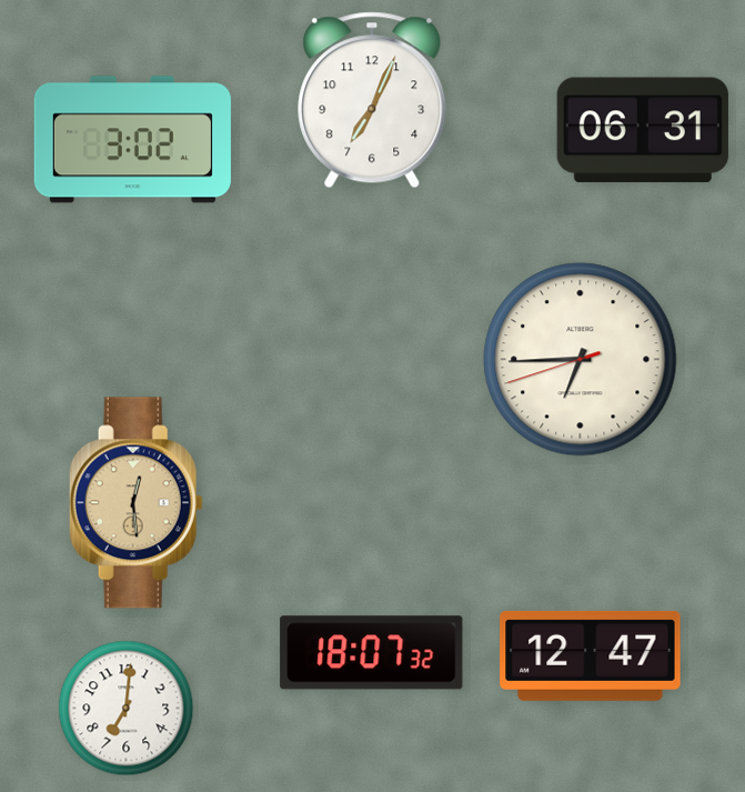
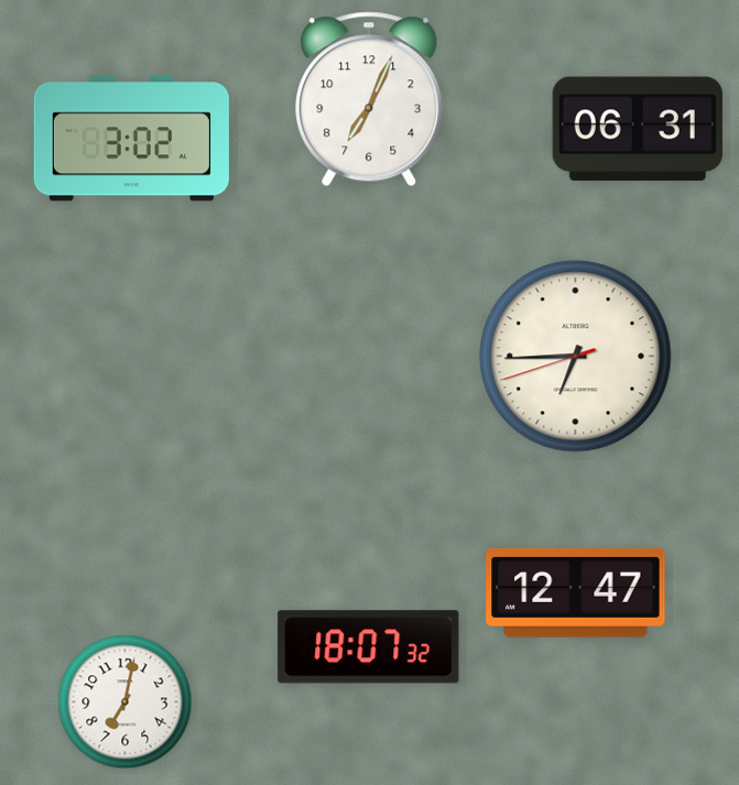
clock at (135, 503): 12:29 -> none
clock at (591, 655) position: (591, 655) -> (576, 592)
clock at (127, 709): 7:01 -> 7:02
